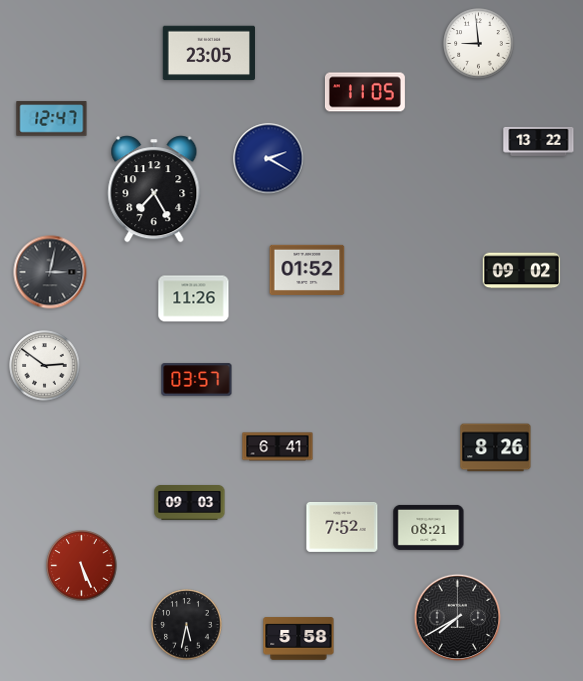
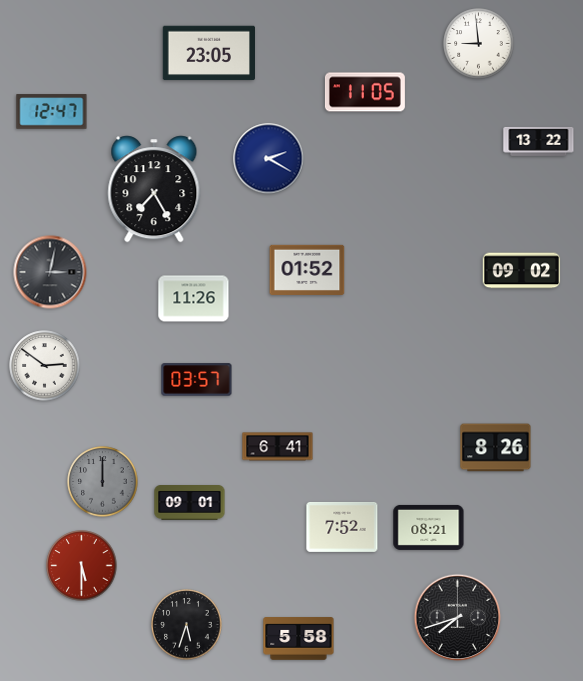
clock at (52, 119) position: (52, 119) -> (52, 112)
clock at (103, 482): none -> 12:00
clock at (190, 503): 09:03 -> 09:01
clock at (82, 566): 5:26 -> 5:30
clock at (458, 618): 7:40 -> 7:42
clock at (187, 625): 5:32 -> 5:33
